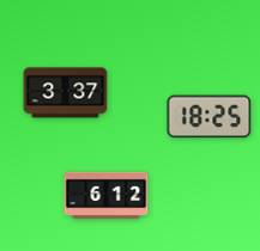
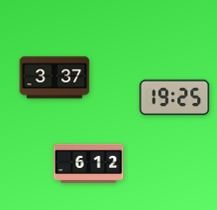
clock at (210, 117): 18:25 -> 19:25
